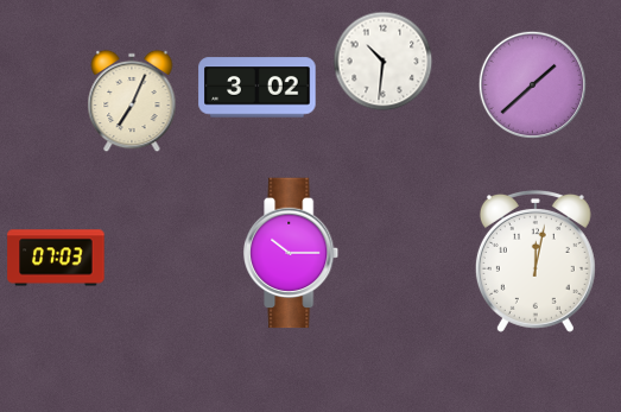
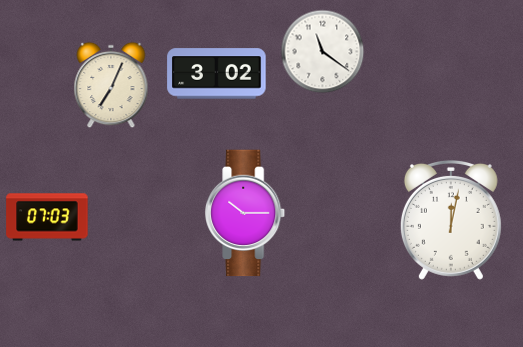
clock at (384, 62): 10:31 -> 11:21
clock at (532, 84): 1:38 -> none
